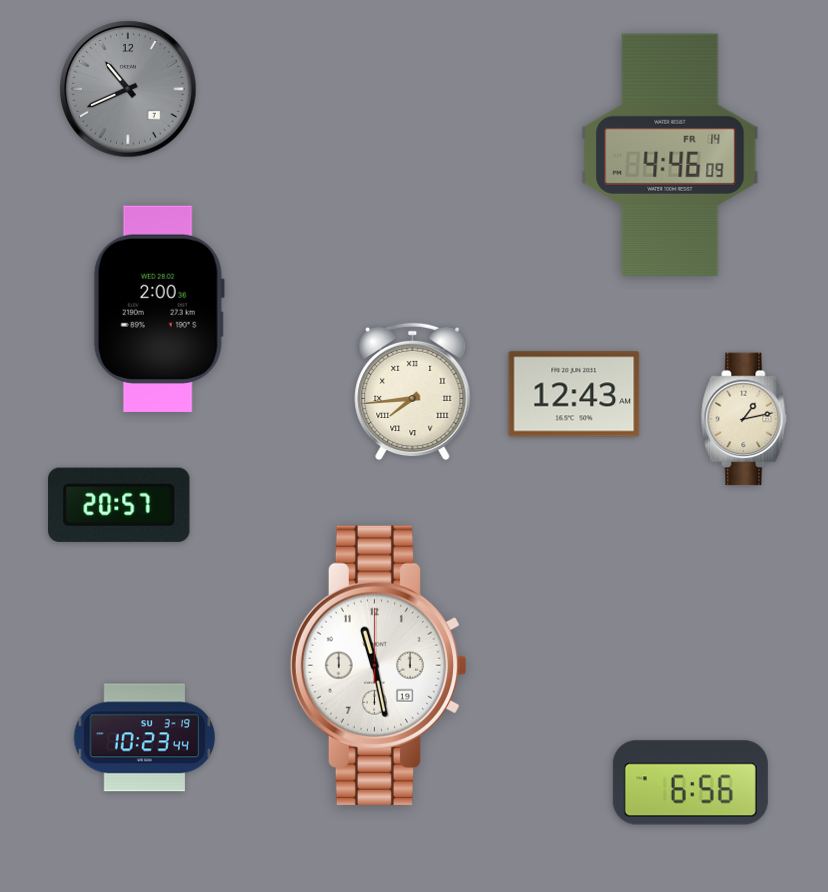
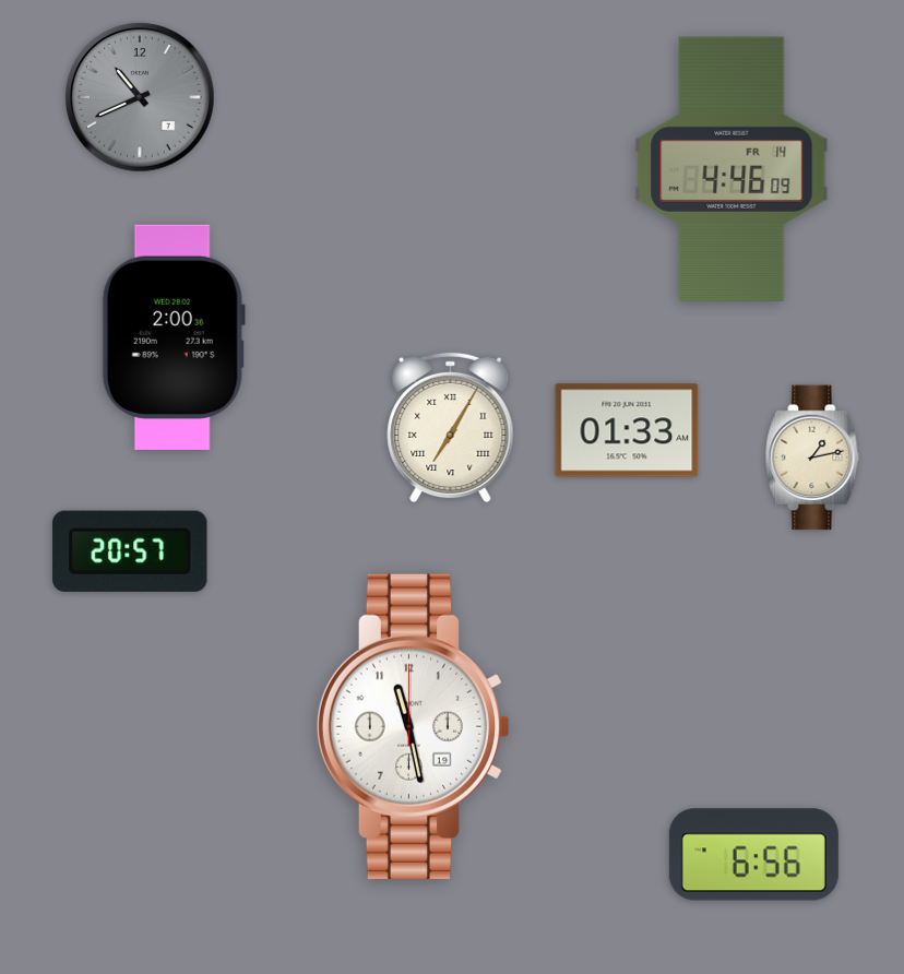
clock at (413, 392): 7:44 -> 7:05
clock at (574, 394): 12:43 -> 01:33
clock at (145, 738): 10:23 -> none
